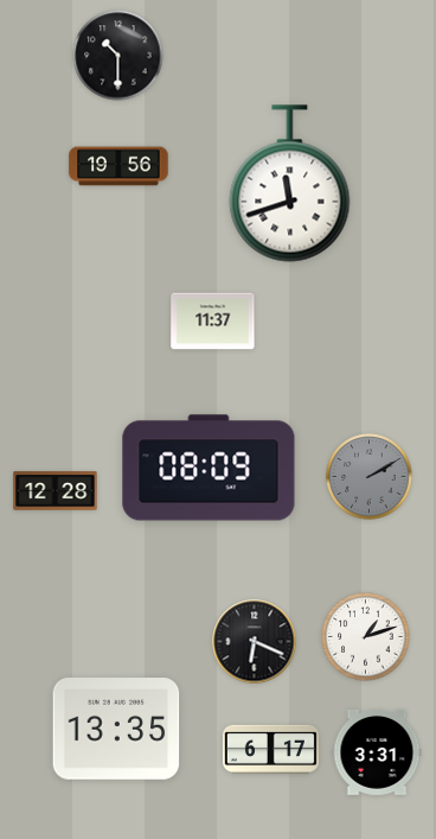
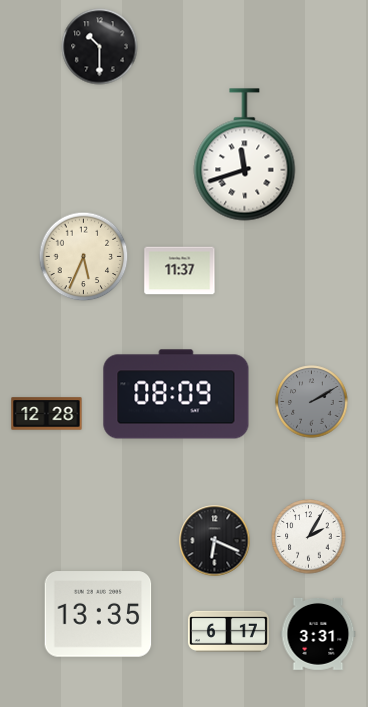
clock at (118, 166): 19:56 -> none
clock at (84, 257): none -> 5:34
clock at (366, 637): 1:12 -> 2:05
